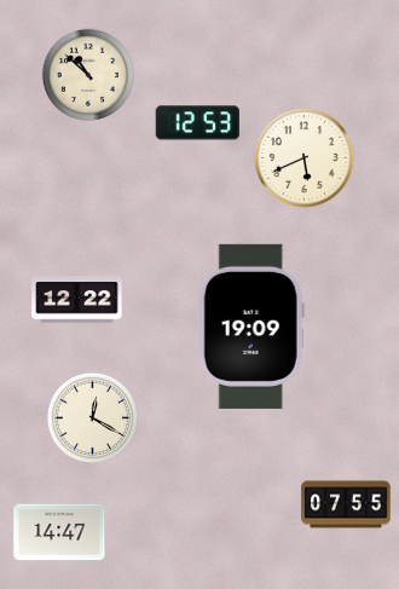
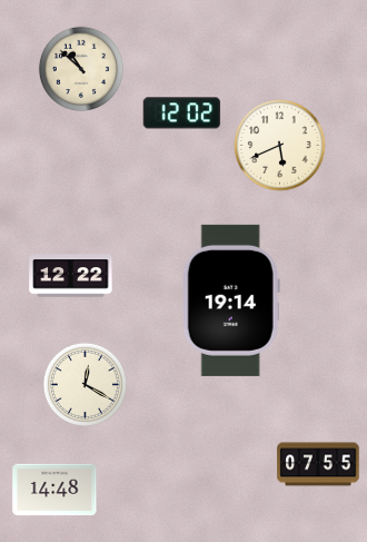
clock at (198, 123): 12:53 -> 12:02
clock at (251, 327): 19:09 -> 19:14
clock at (59, 532): 14:47 -> 14:48
